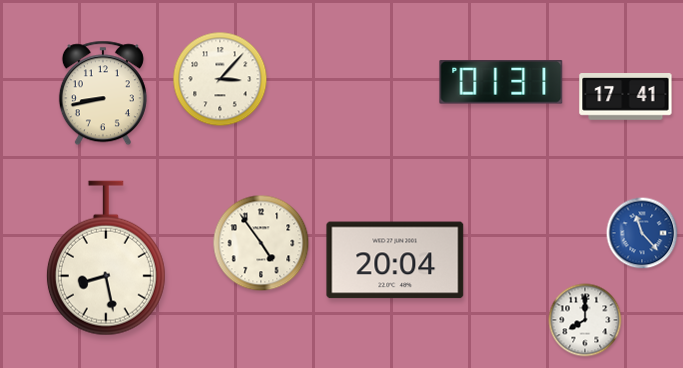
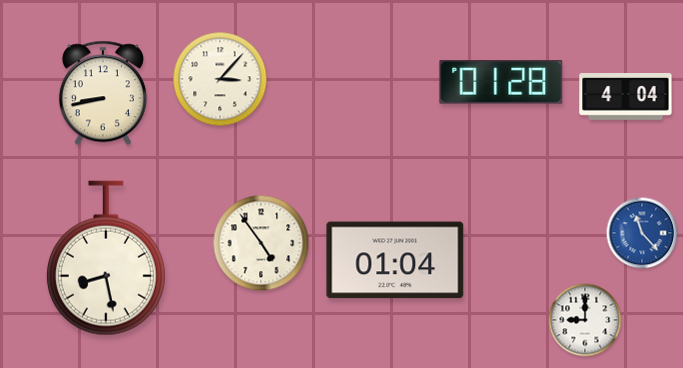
clock at (501, 82): 01:31 -> 01:28
clock at (626, 97): 17:41 -> 4:04
clock at (395, 260): 20:04 -> 01:04
clock at (585, 320): 8:00 -> 9:00
